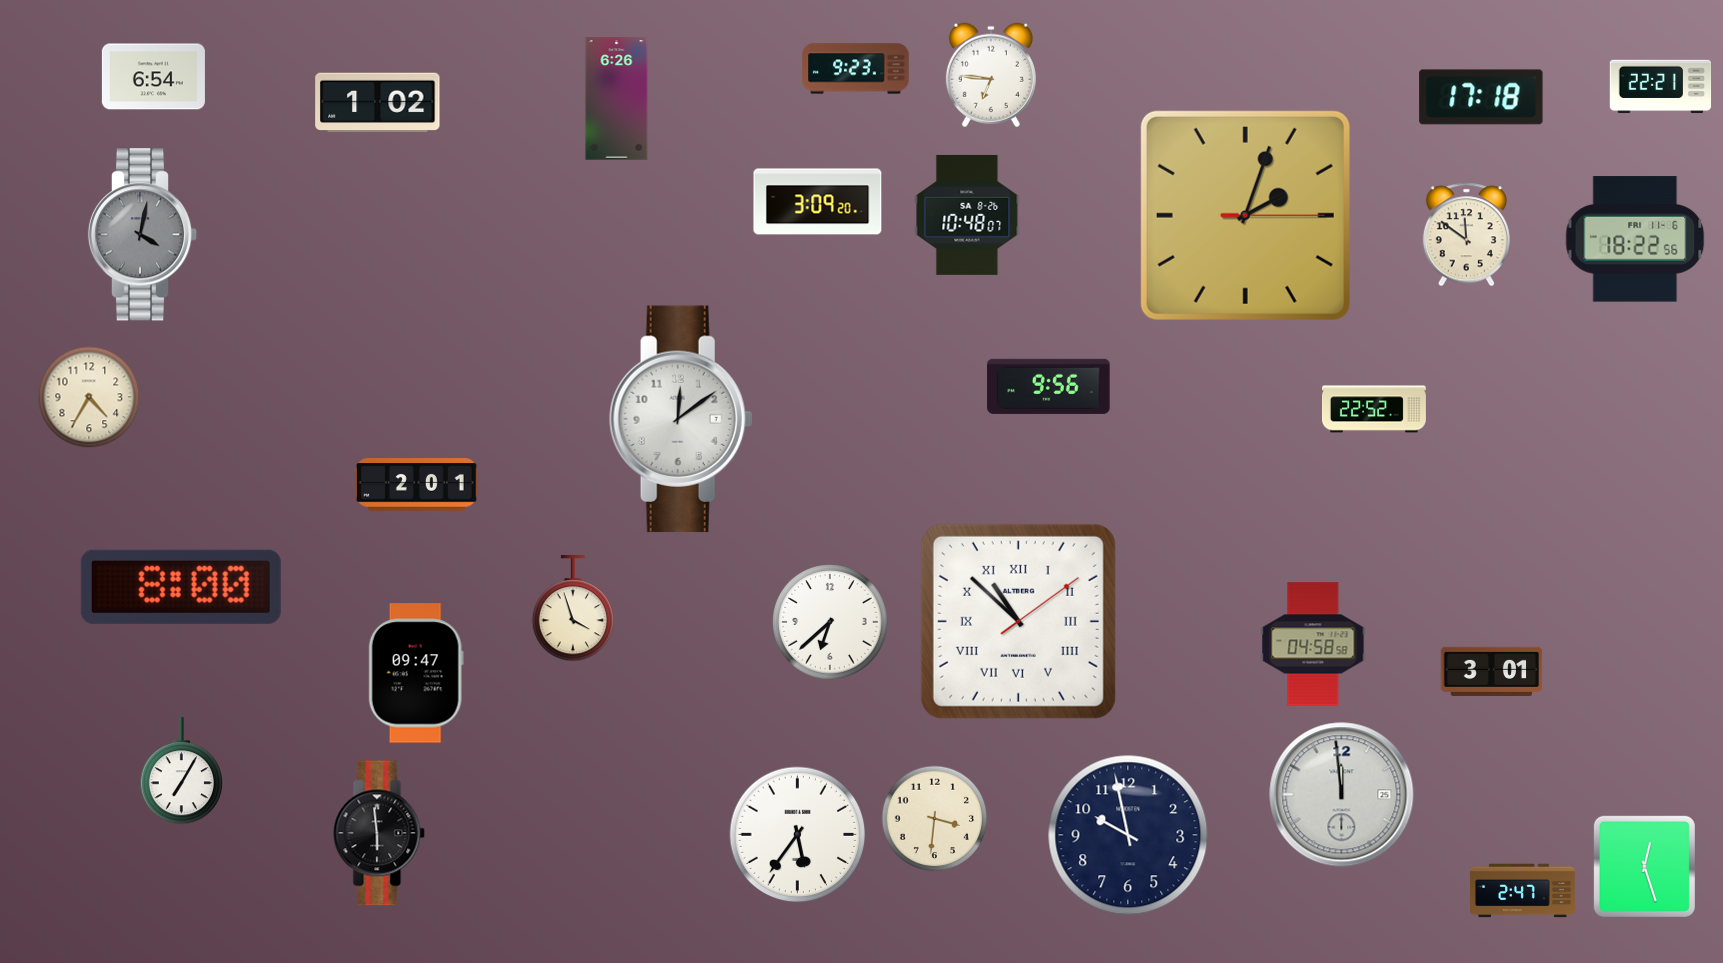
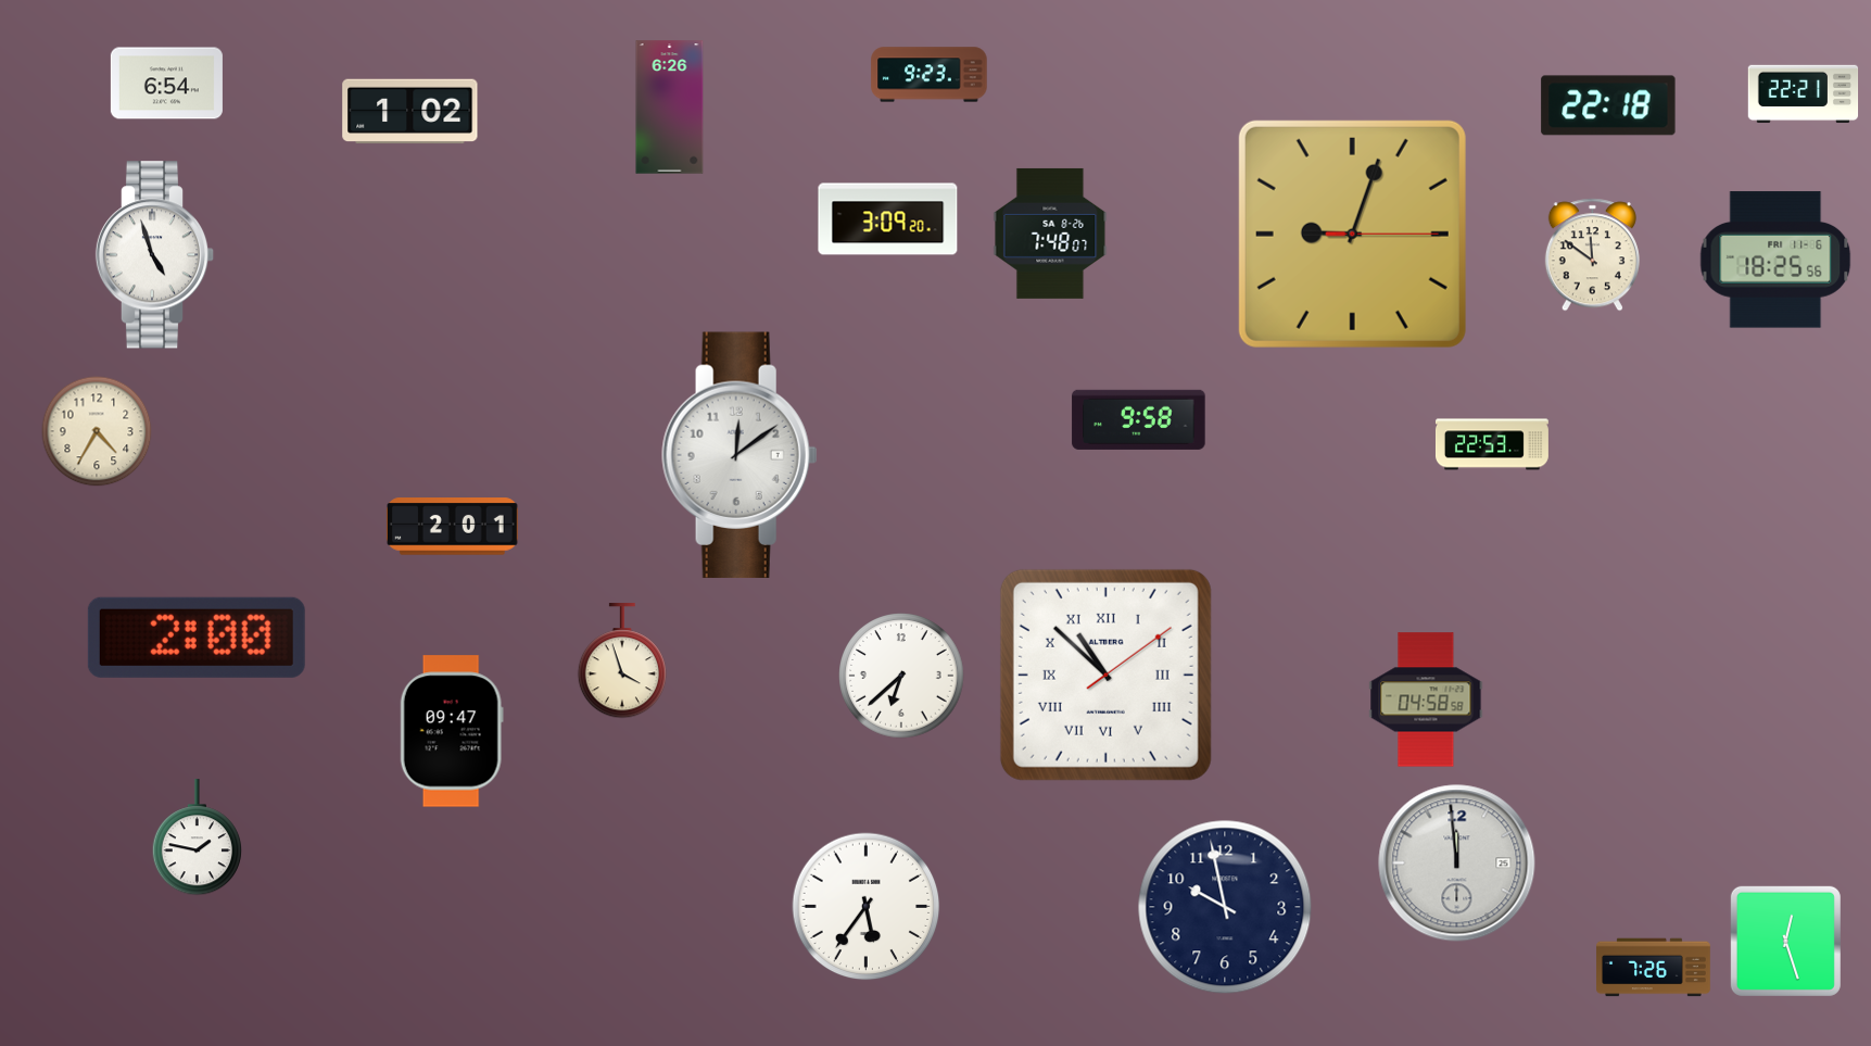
clock at (991, 75): 6:46 -> none
clock at (1481, 97): 17:18 -> 22:18
clock at (967, 215): 10:48 -> 7:48
clock at (1245, 215): 2:03 -> 9:03
clock at (143, 235): 4:02 -> 4:57
clock at (143, 235) dial: grey -> white
clock at (1635, 239): 18:22 -> 18:25
clock at (1049, 386): 9:56 -> 9:58
clock at (1374, 409): 22:52 -> 22:53
clock at (181, 587): 8:00 -> 2:00
clock at (1492, 671): 3:01 -> none
clock at (181, 771): 7:05 -> 1:47
clock at (935, 819): 3:31 -> none
clock at (379, 833): 5:59 -> none
clock at (1523, 891): 2:47 -> 7:26
